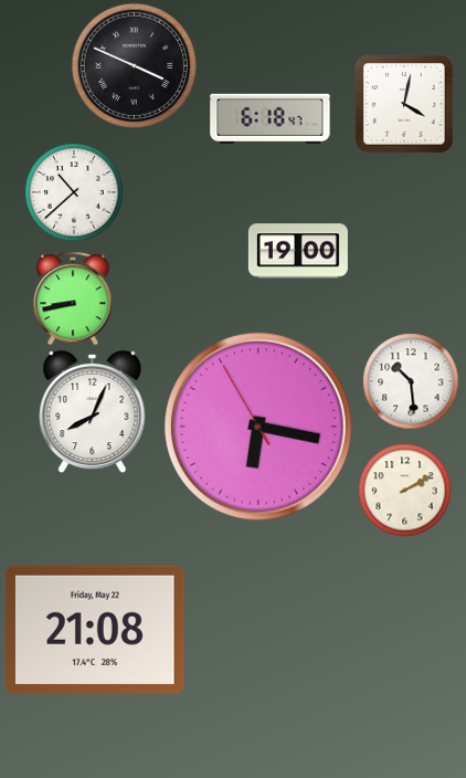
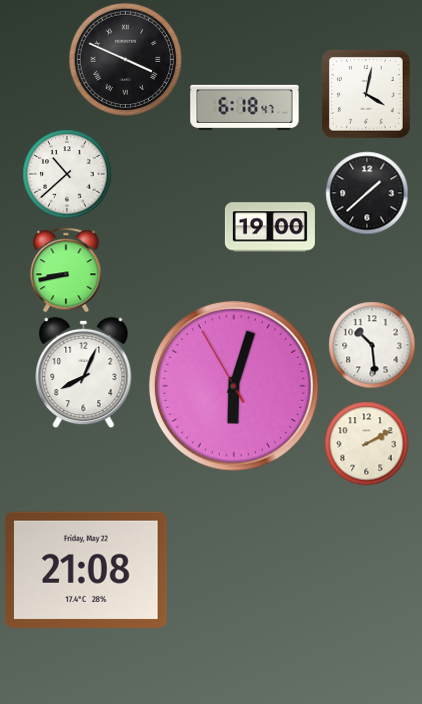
clock at (134, 65) position: (134, 65) -> (125, 59)
clock at (367, 193): none -> 1:38
clock at (258, 427): 6:16 -> 6:02
